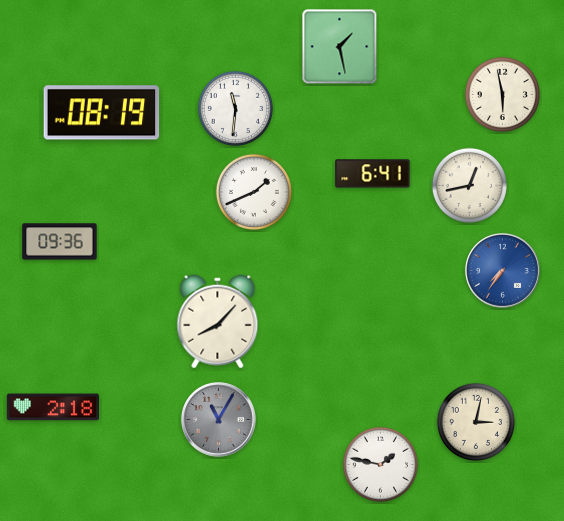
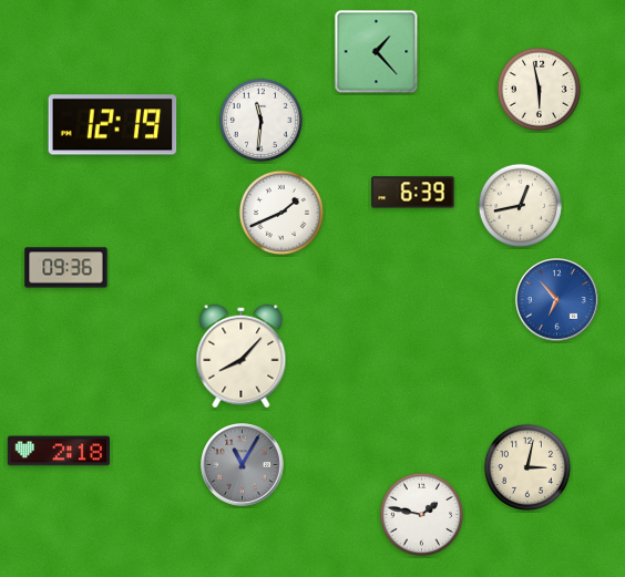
clock at (340, 47): 1:28 -> 1:23
clock at (502, 94) position: (502, 94) -> (539, 89)
clock at (102, 113): 08:19 -> 12:19
clock at (373, 174): 6:41 -> 6:39
clock at (503, 271): 7:36 -> 6:53
